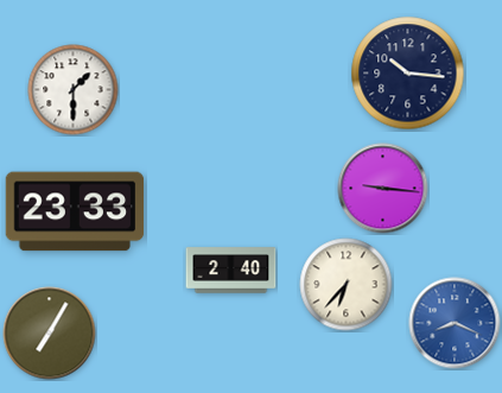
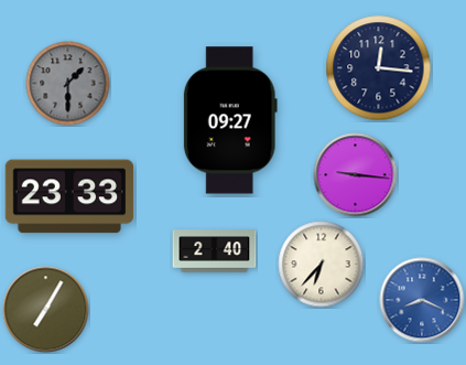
clock at (408, 74): 10:16 -> 12:16
clock at (74, 90) dial: white -> grey
clock at (230, 120): none -> 09:27
